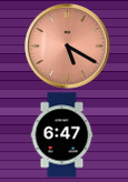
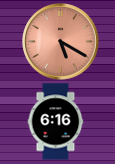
clock at (62, 135): 6:47 -> 6:16
